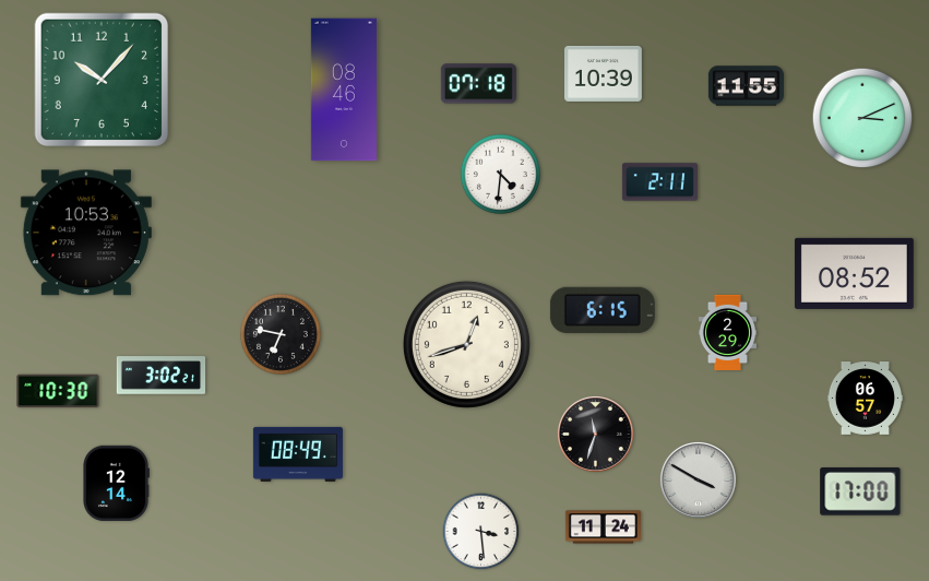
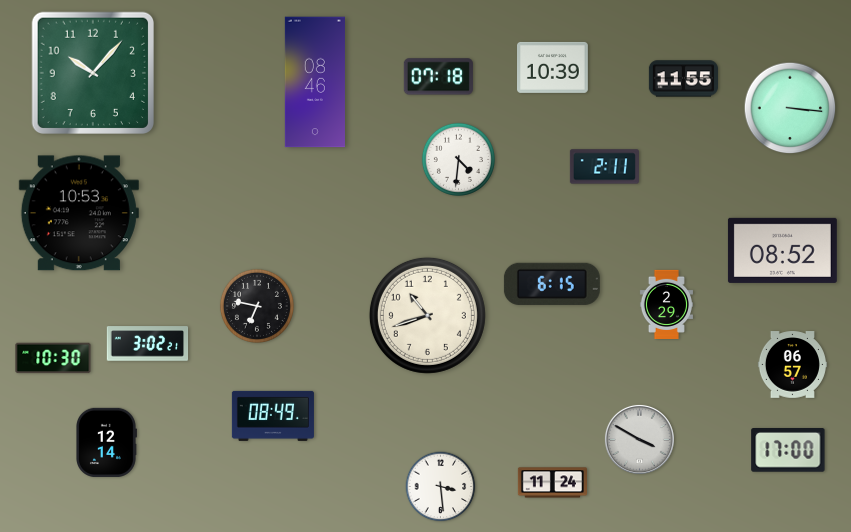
clock at (862, 118): 3:11 -> 3:16
clock at (466, 344): 12:42 -> 10:42
clock at (595, 434): 11:33 -> none
